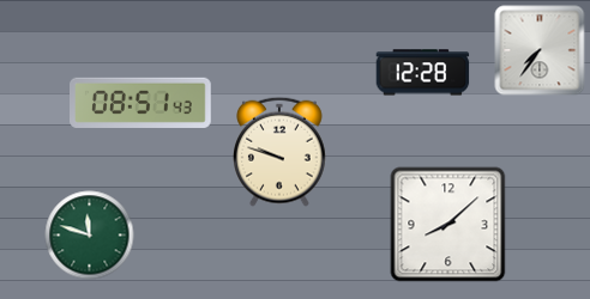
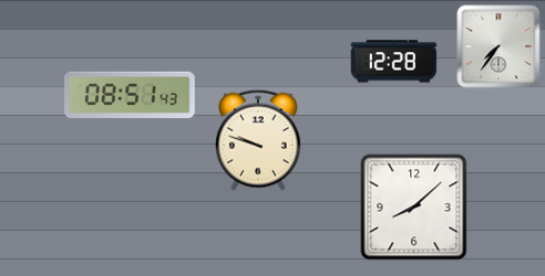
clock at (423, 73) position: (423, 73) -> (394, 62)
clock at (90, 236): 11:48 -> none
